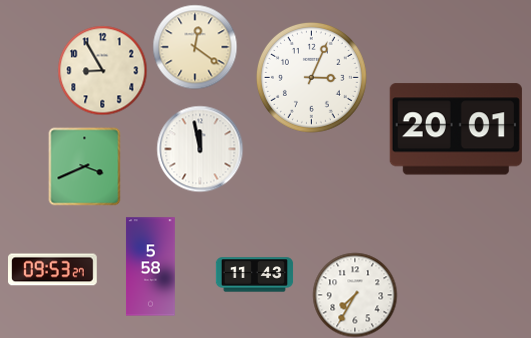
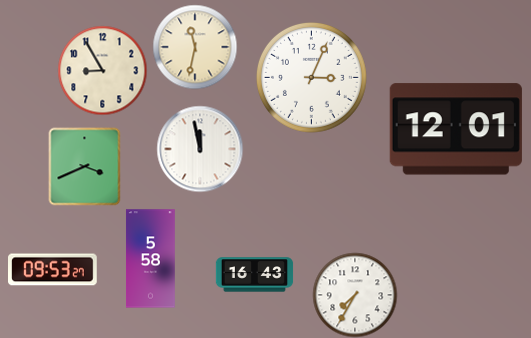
clock at (195, 47): 12:21 -> 11:32
clock at (456, 129): 20:01 -> 12:01
clock at (150, 267) position: (150, 267) -> (150, 259)
clock at (254, 275): 11:43 -> 16:43
